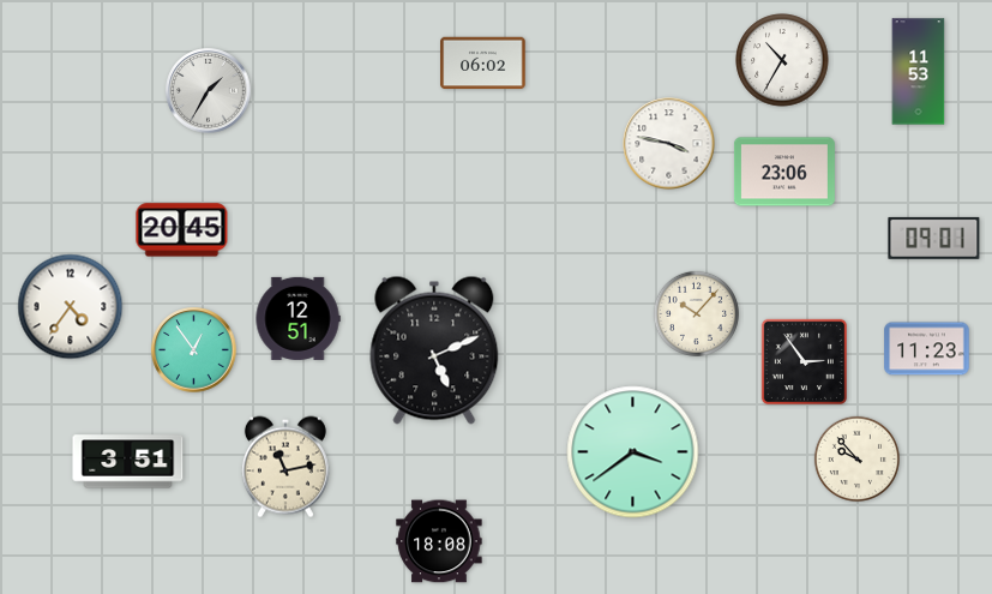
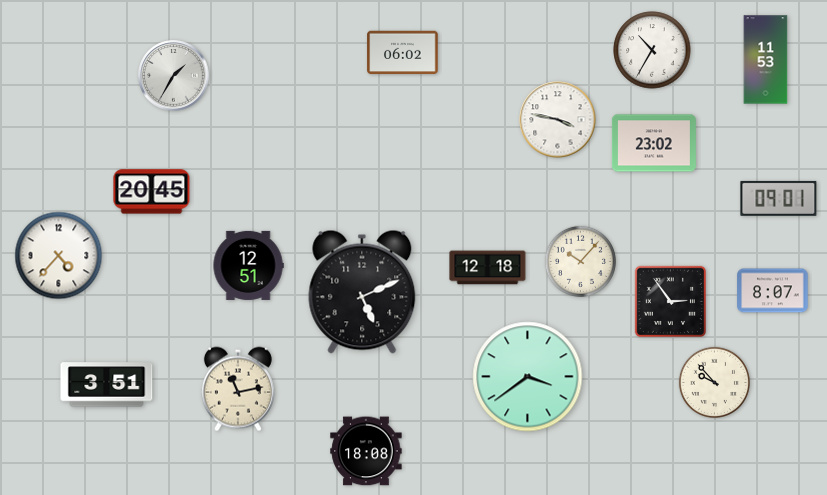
clock at (784, 172): 23:06 -> 23:02
clock at (71, 307): 4:36 -> 4:37
clock at (488, 268): none -> 12:18
clock at (927, 349): 11:23 -> 8:07
clock at (194, 350): 12:54 -> none
